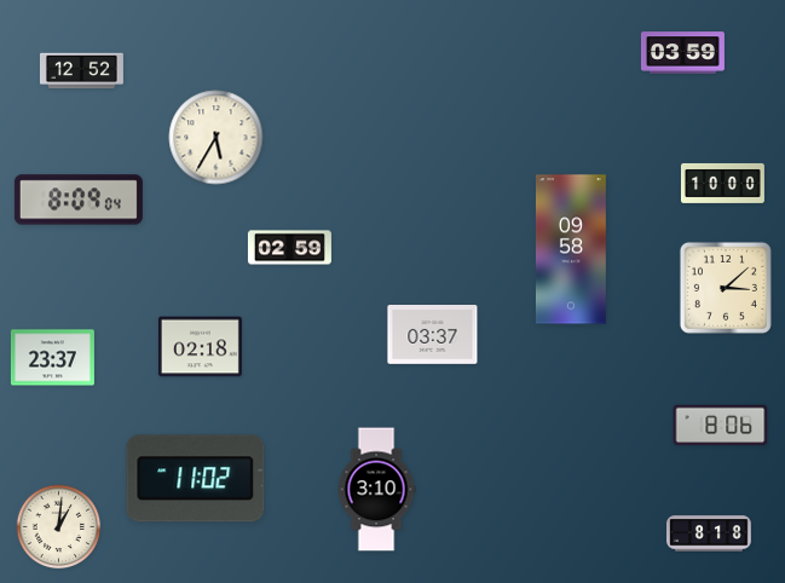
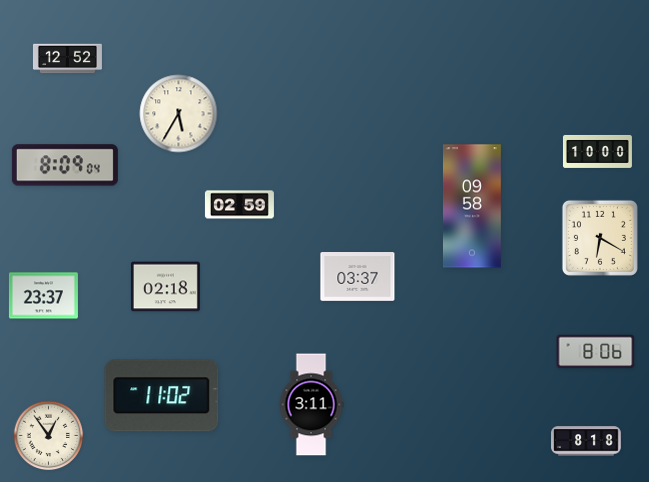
clock at (682, 53): 03:59 -> none
clock at (726, 288): 3:08 -> 6:20
clock at (376, 490): 3:10 -> 3:11
clock at (59, 527): 1:01 -> 12:54
